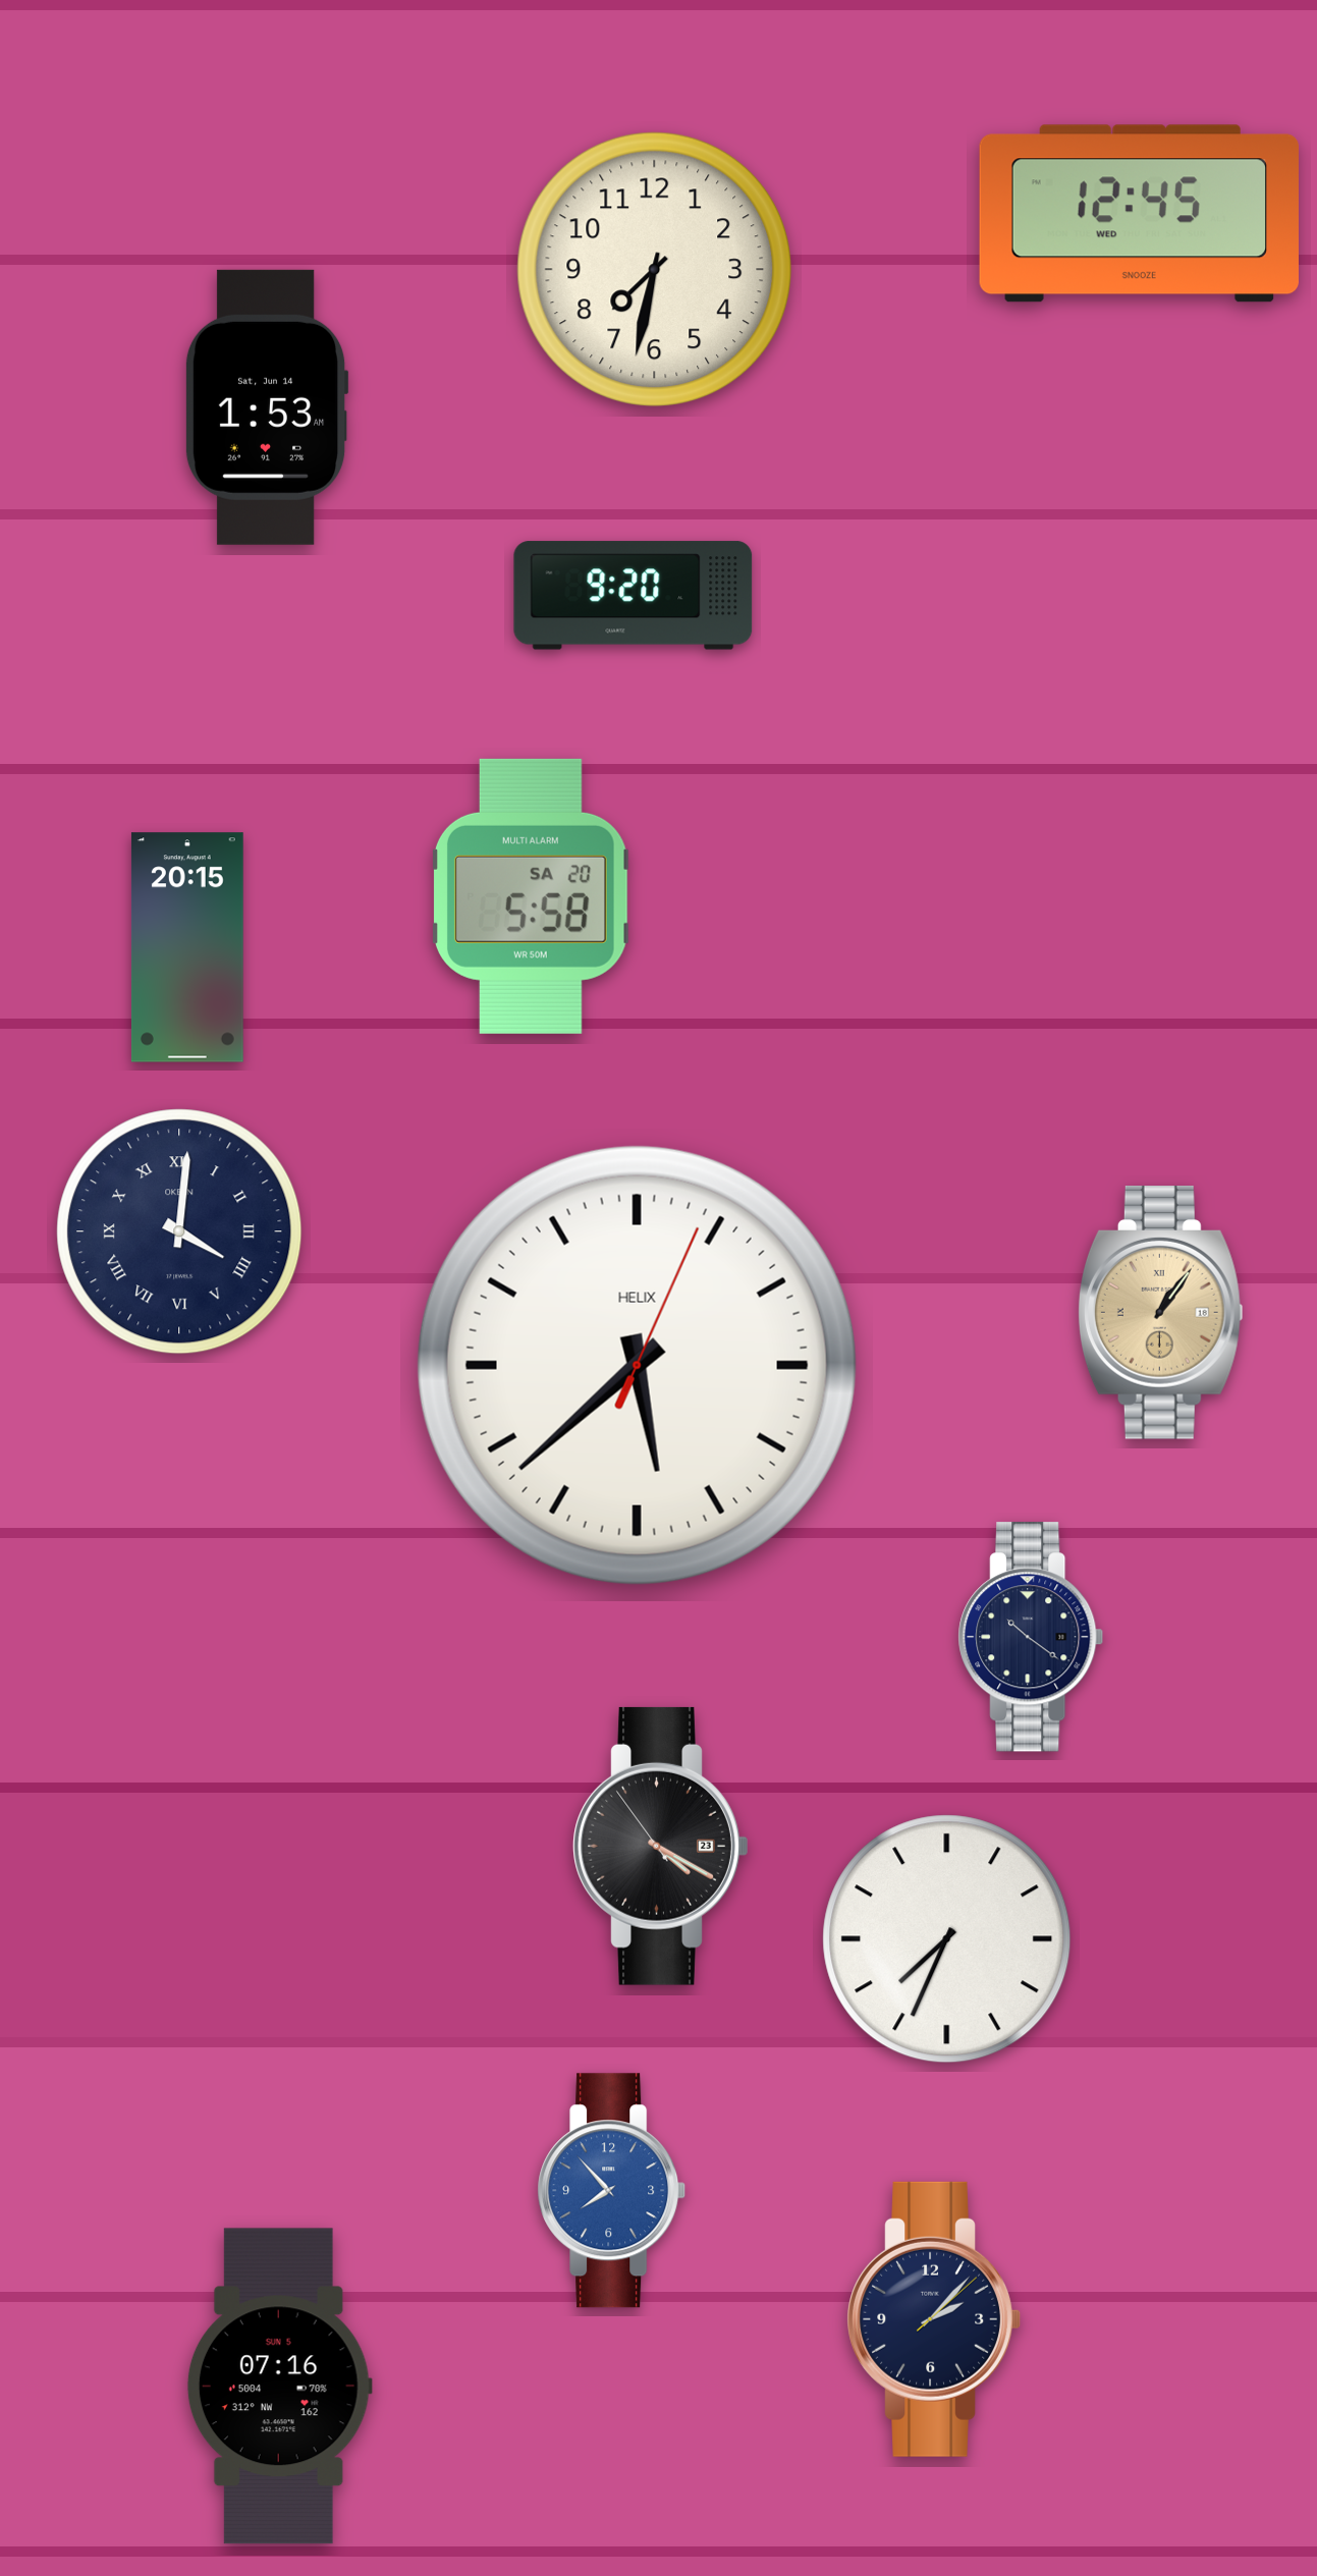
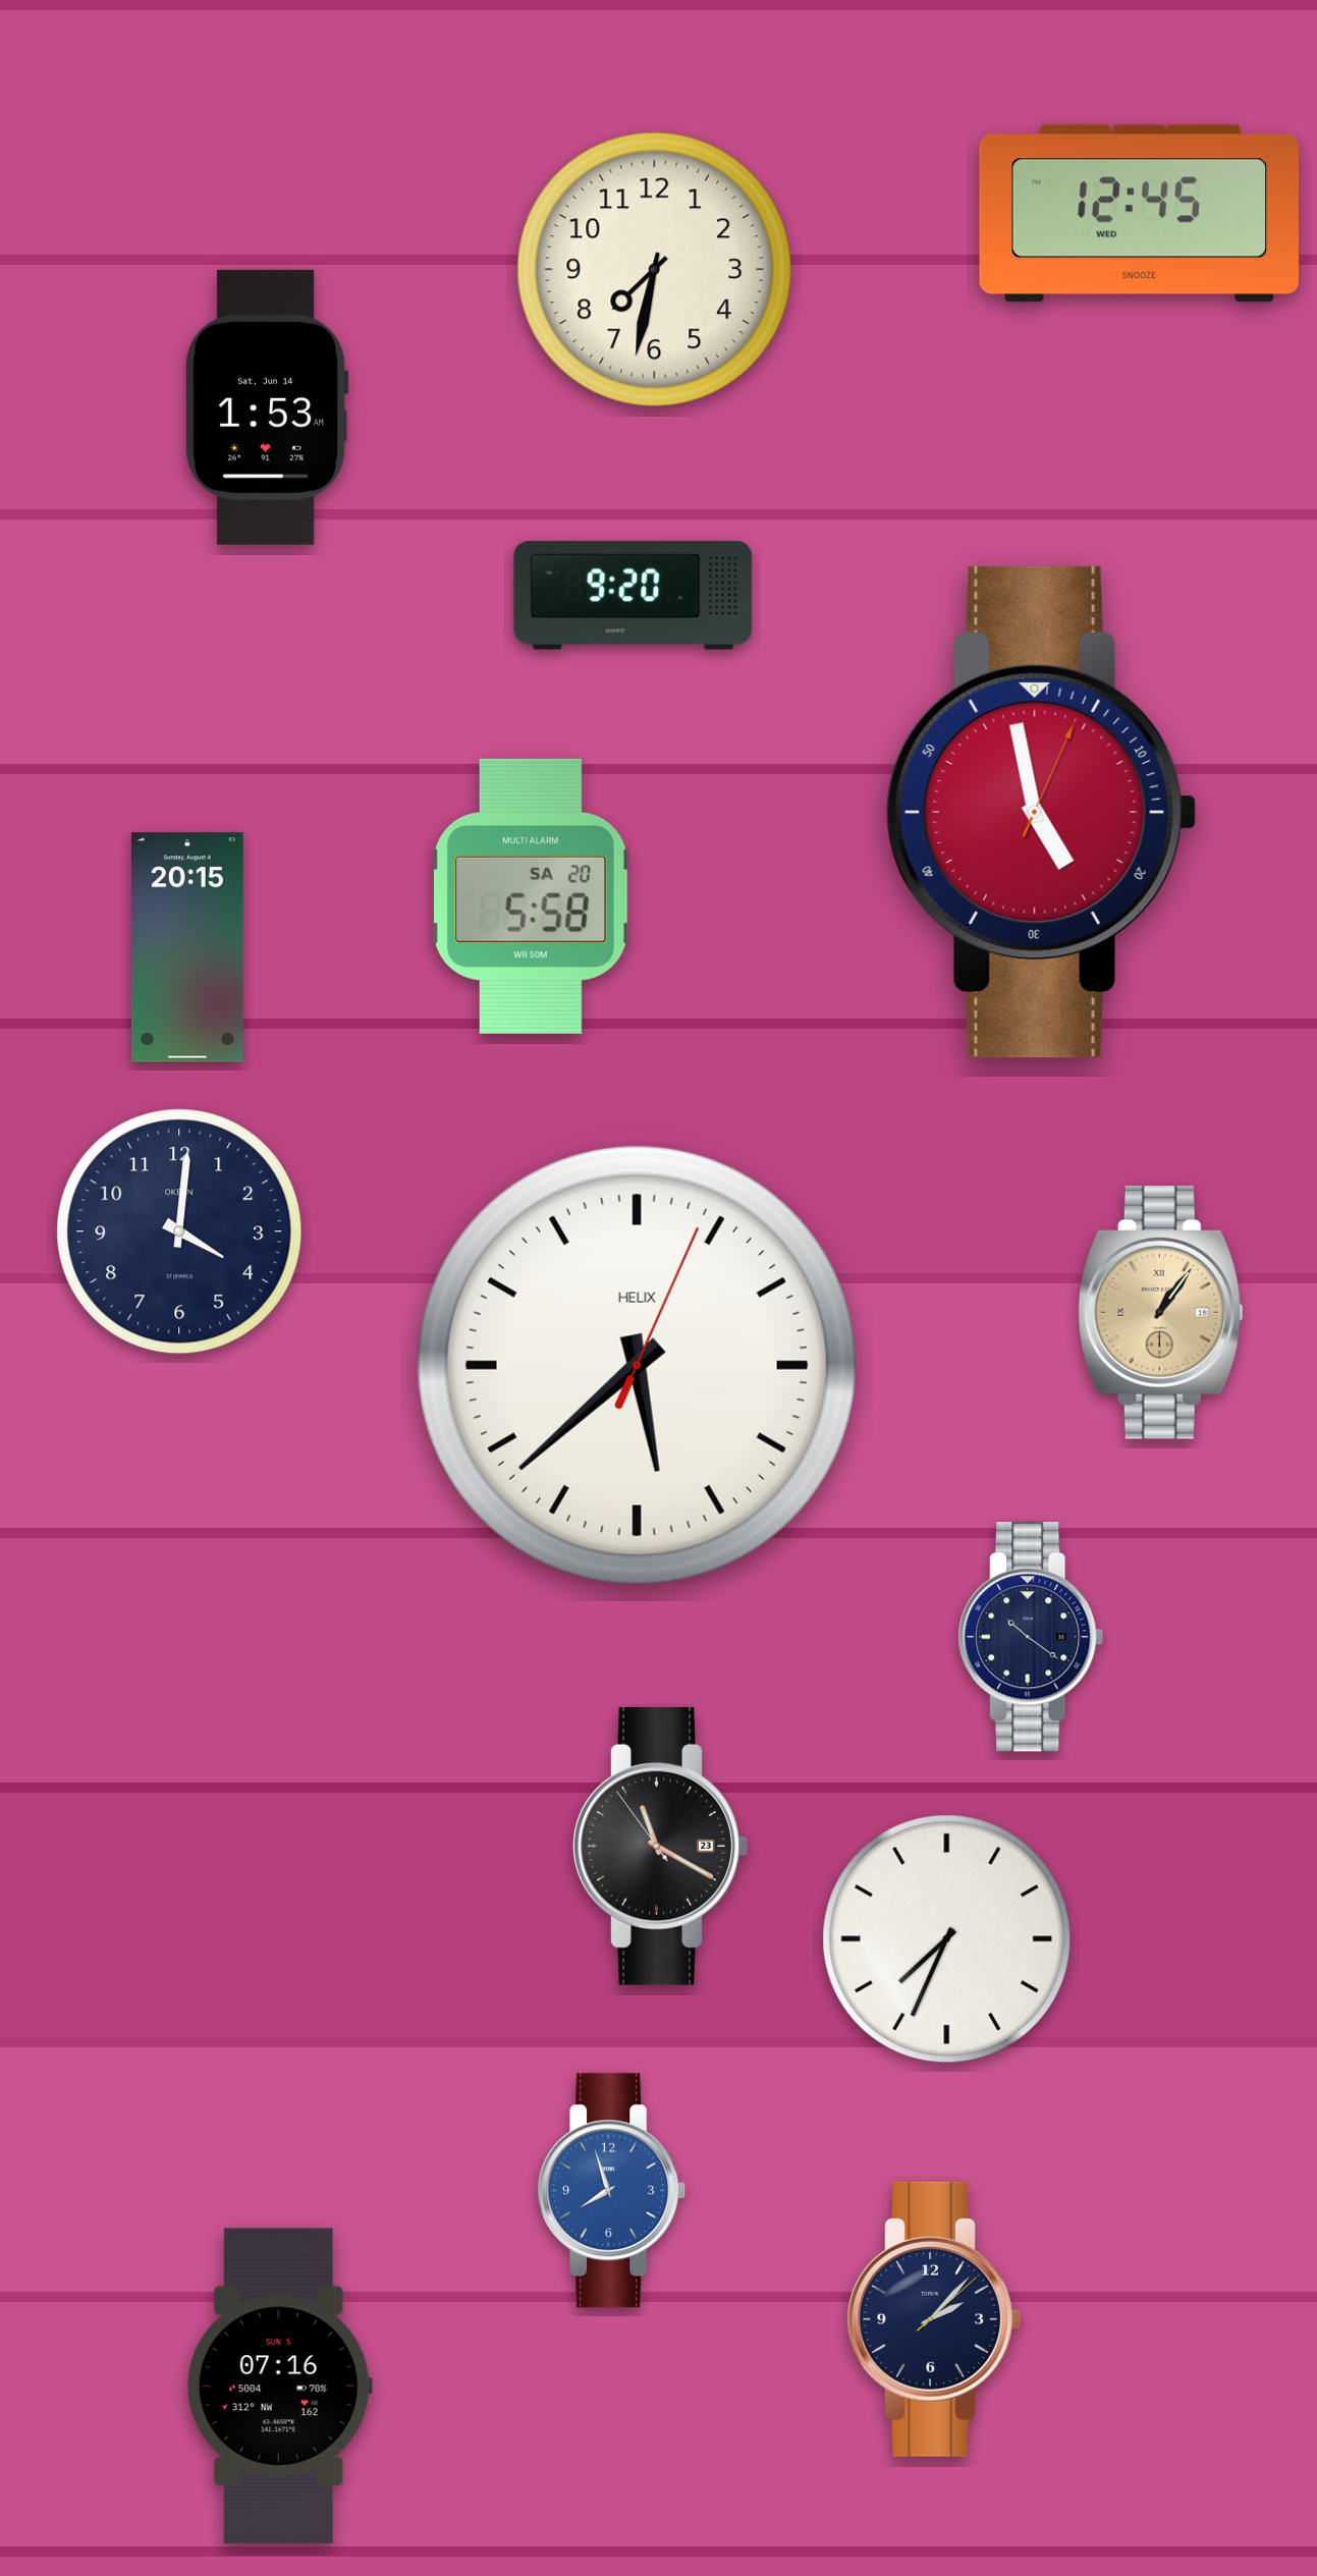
clock at (1042, 812): none -> 4:58
clock at (179, 1231) numerals: Roman -> Arabic
clock at (661, 1846): 4:19 -> 11:19
clock at (612, 2191): 7:53 -> 7:57
